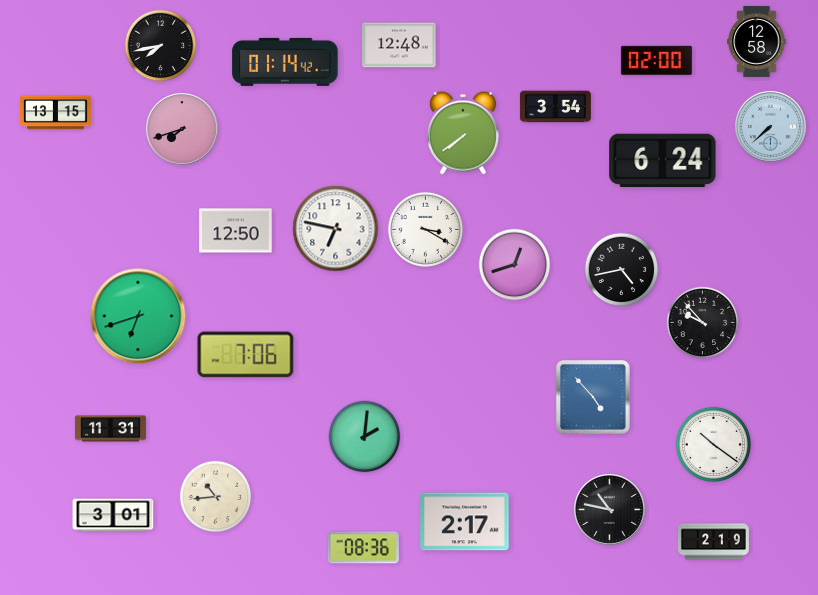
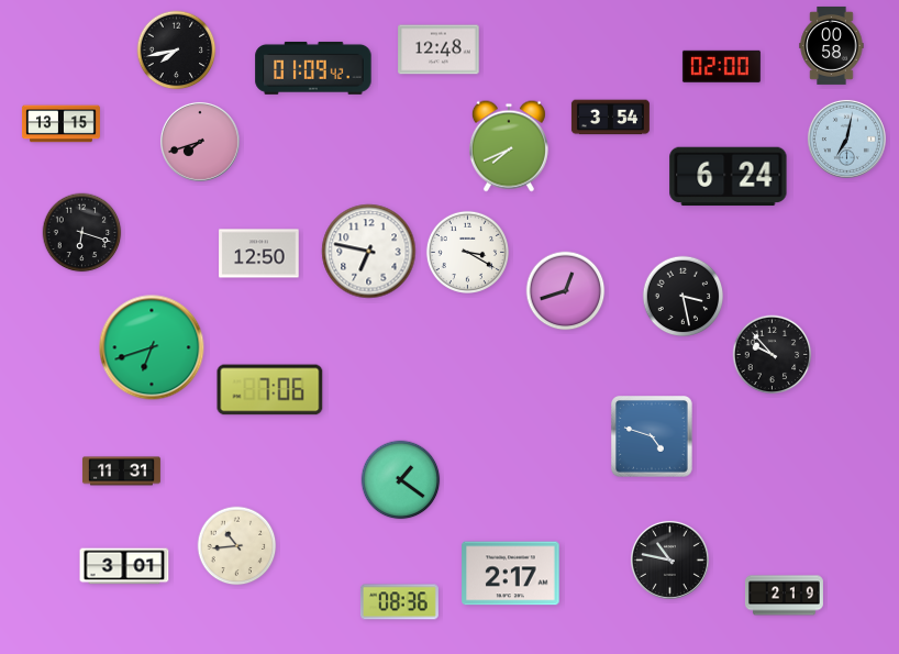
clock at (757, 41): 12:58 -> 00:58
clock at (285, 62): 01:14 -> 01:09
clock at (770, 126): 7:38 -> 7:02
clock at (463, 133): 7:39 -> 7:41
clock at (82, 233): none -> 6:18
clock at (622, 270): 4:43 -> 3:28
clock at (593, 397): 4:53 -> 4:48
clock at (365, 437): 2:01 -> 1:21
clock at (713, 444): 10:21 -> none
